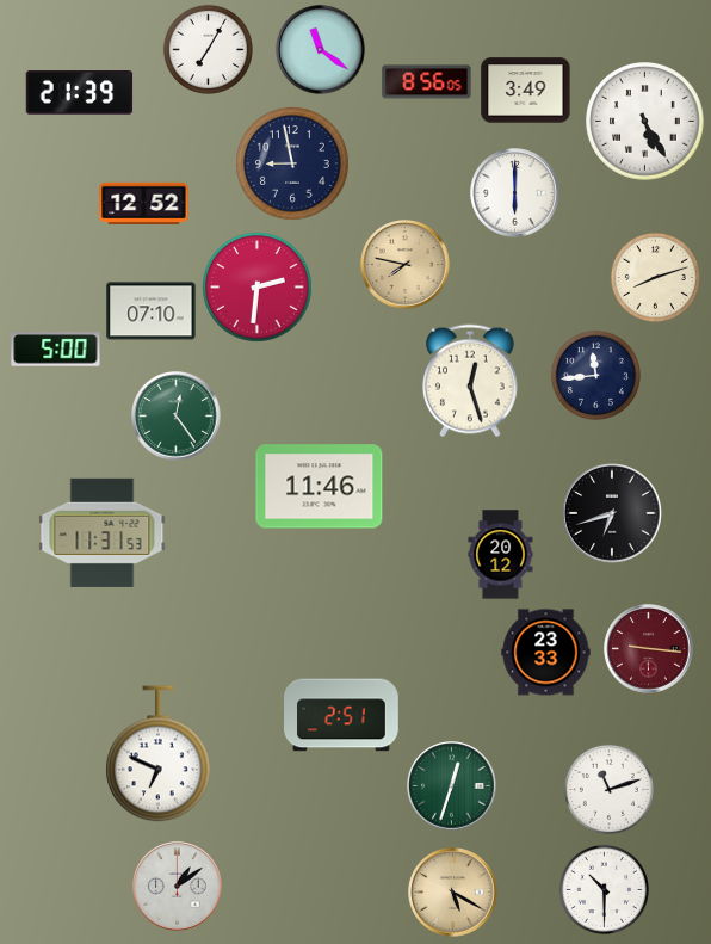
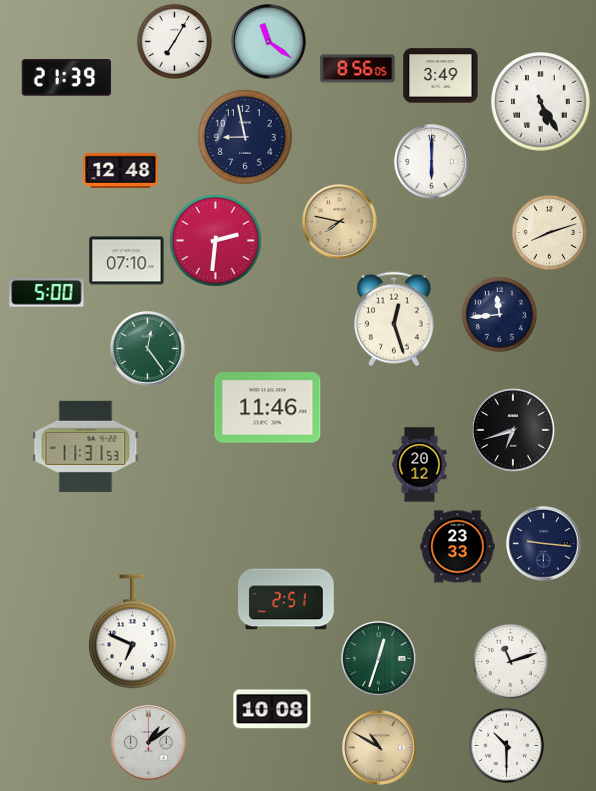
clock at (144, 203): 12:52 -> 12:48
clock at (649, 649) dial: burgundy -> navy
clock at (272, 709): none -> 10:08
clock at (453, 893): 5:20 -> 10:50
